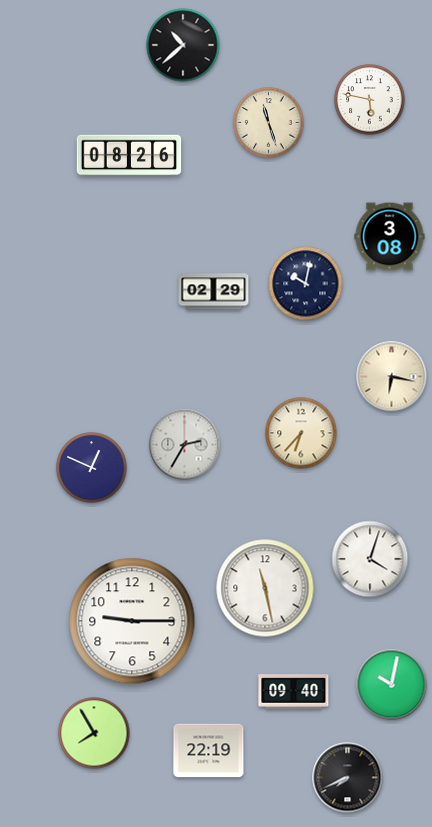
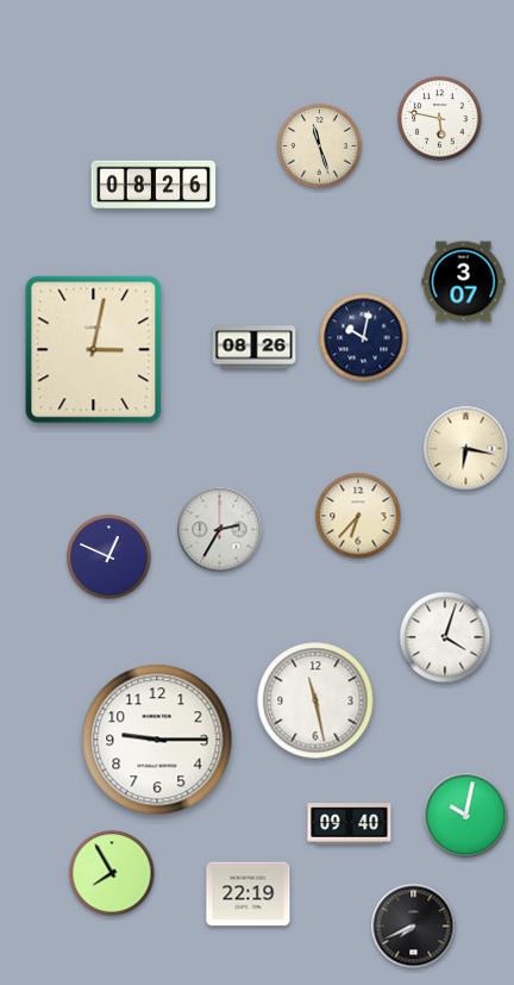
clock at (183, 45): 10:38 -> none
clock at (390, 237): 3:08 -> 3:07
clock at (214, 292): 02:29 -> 08:26
clock at (94, 350): none -> 3:02
clock at (370, 559) position: (370, 559) -> (445, 637)
